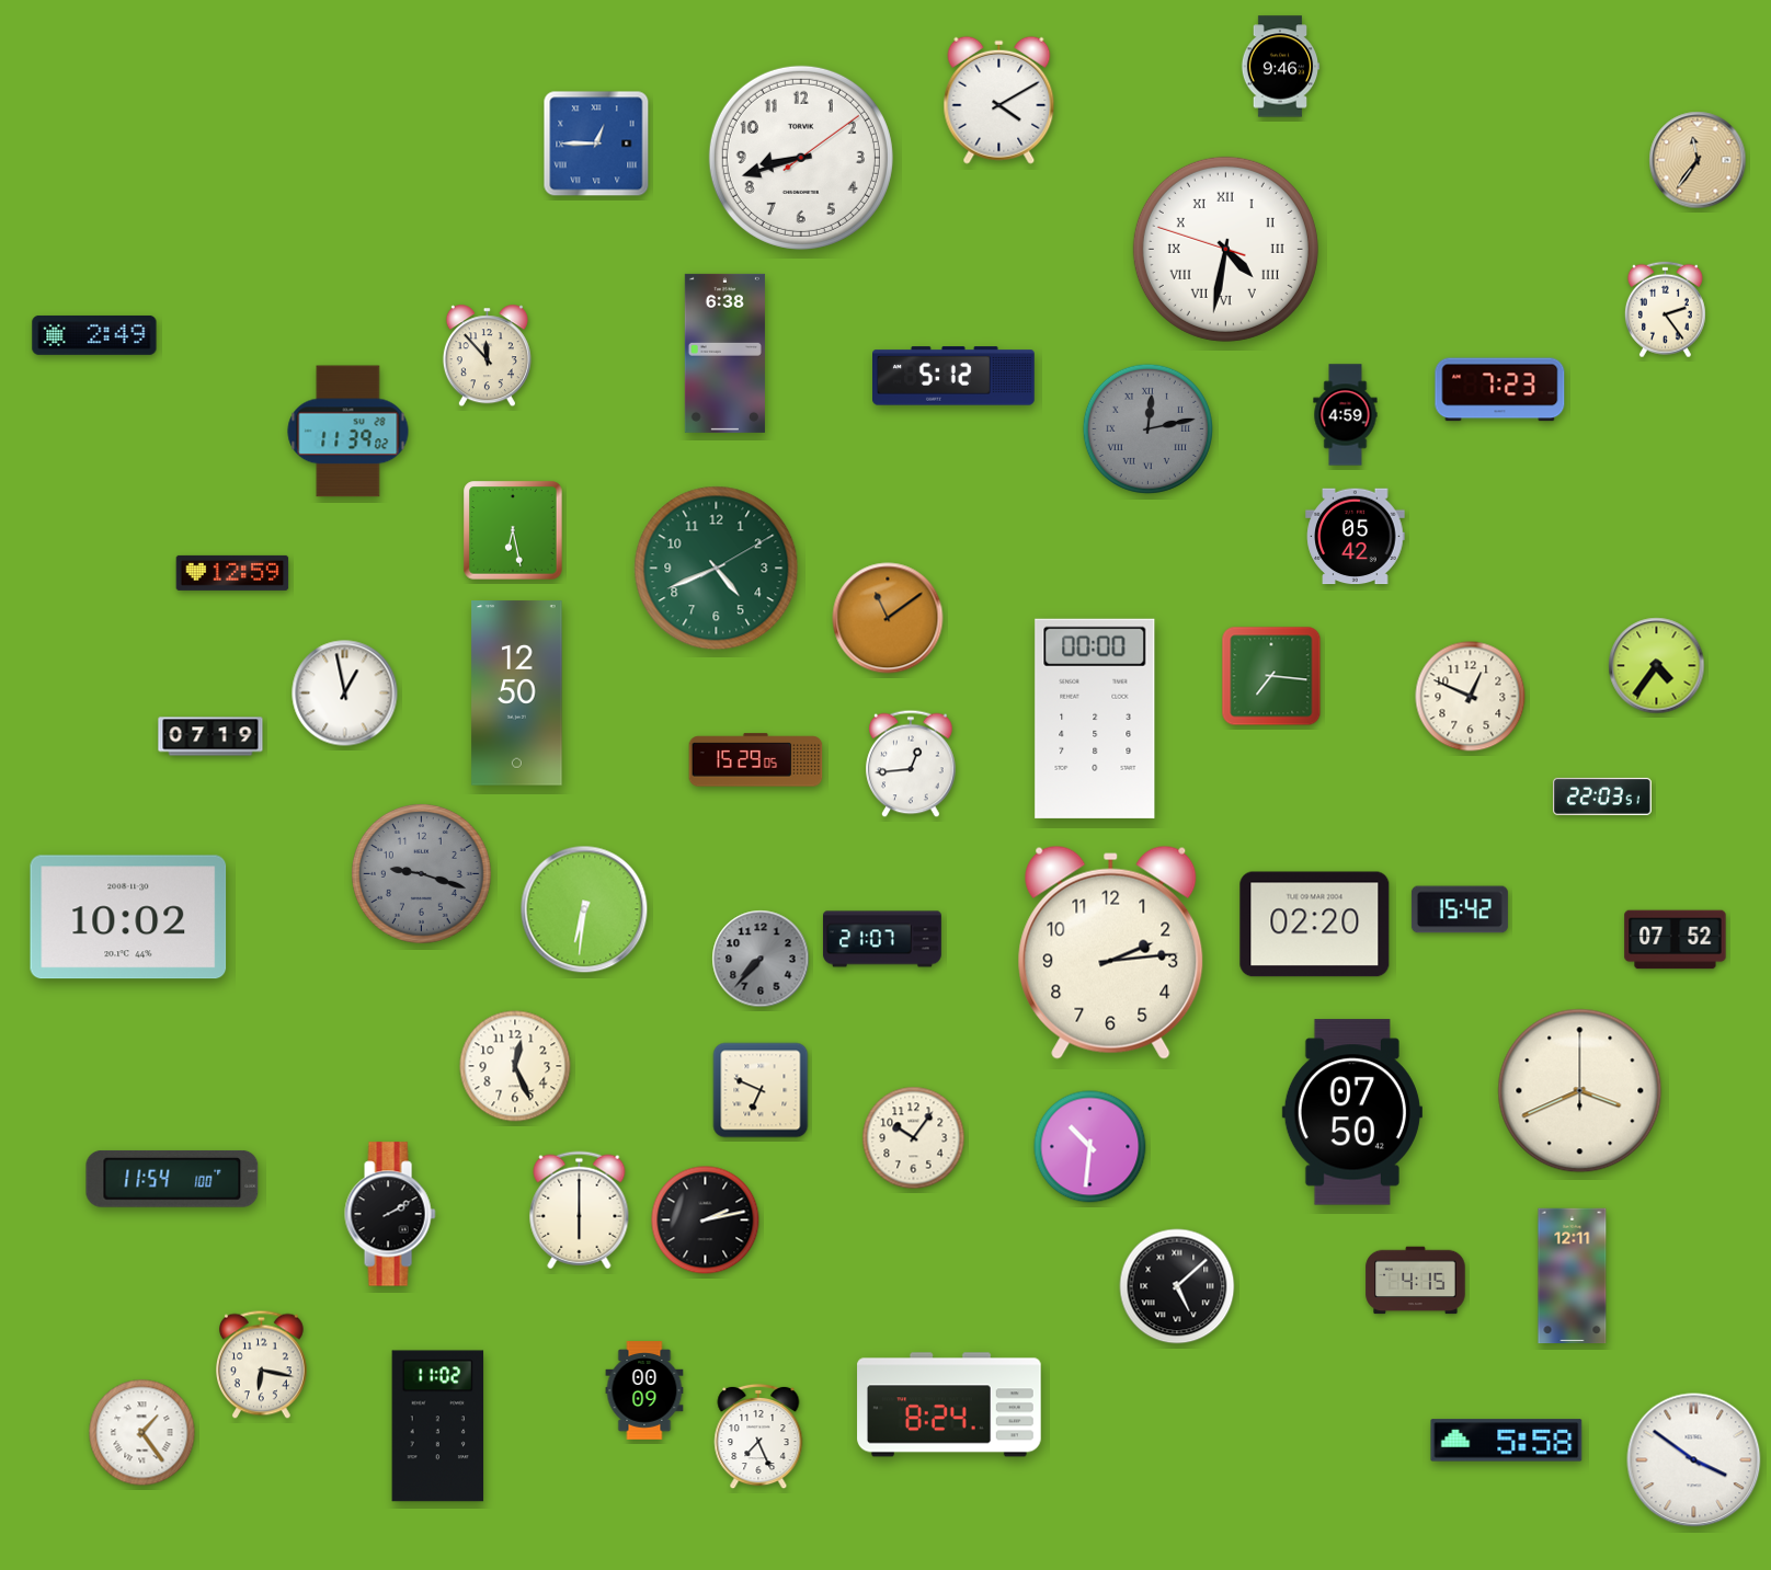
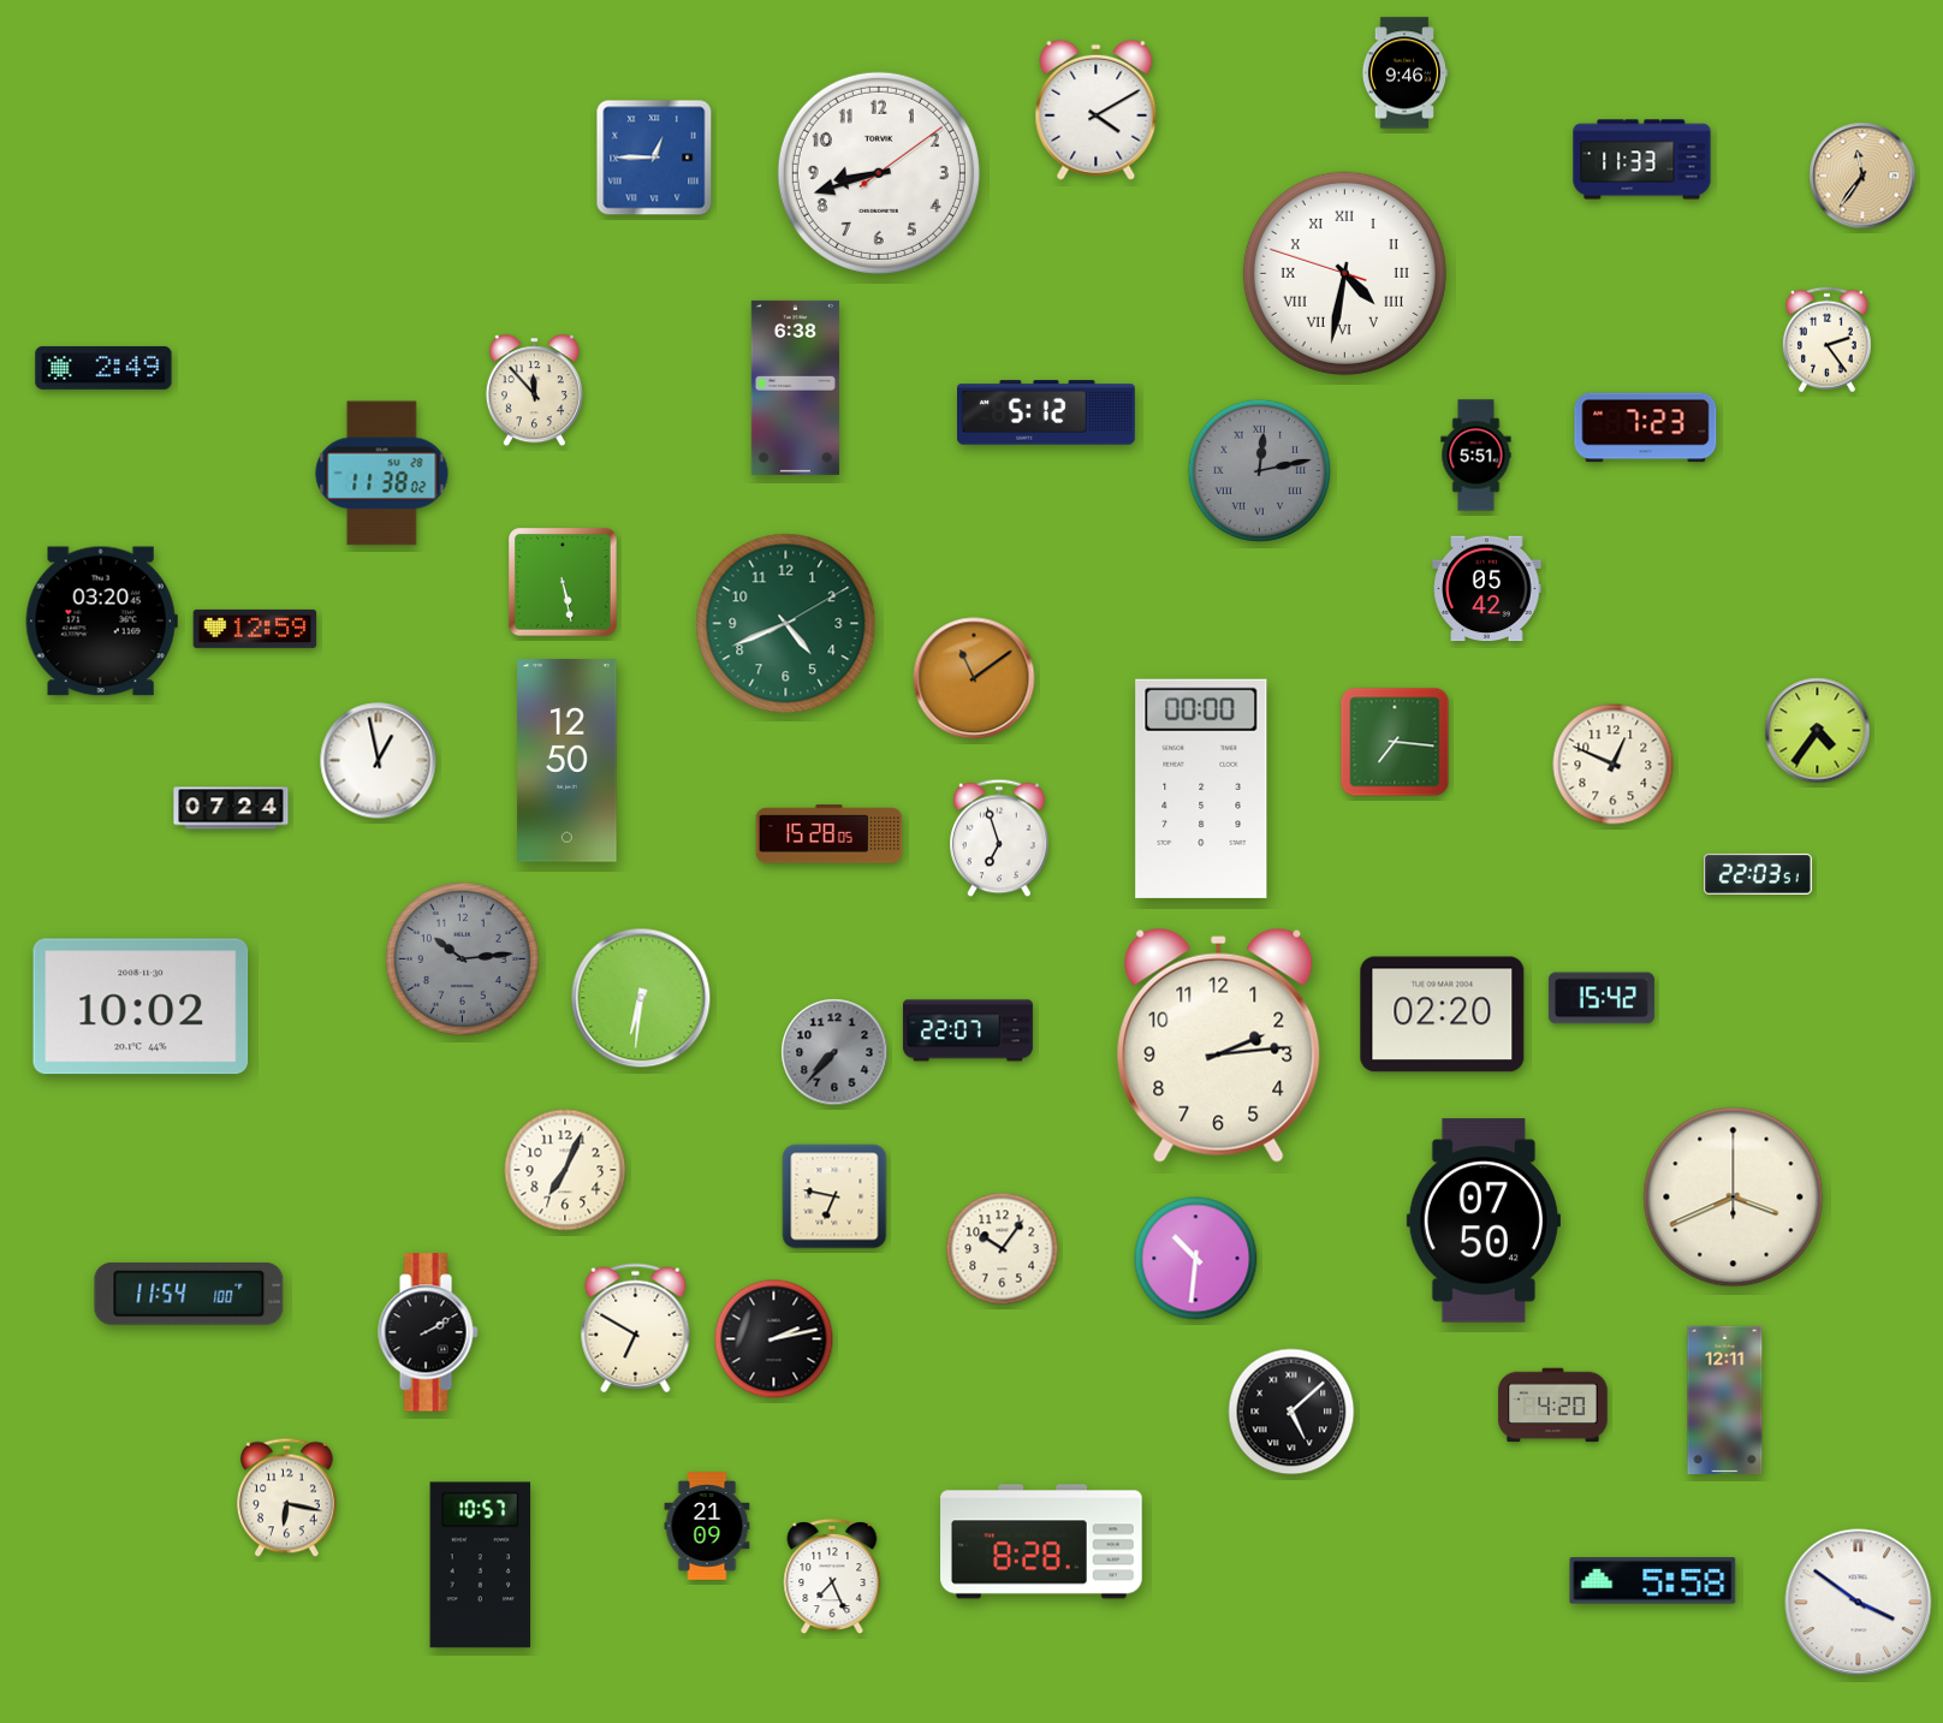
clock at (1642, 160): none -> 11:33
clock at (1346, 415): 4:59 -> 5:51
clock at (349, 432): 11:39 -> 11:38
clock at (513, 530): 6:28 -> 5:28
clock at (101, 622): none -> 03:20
clock at (210, 736): 07:19 -> 07:24
clock at (756, 760): 15:29 -> 15:28
clock at (911, 764): 12:44 -> 6:57
clock at (421, 873): 9:18 -> 10:14
clock at (882, 939): 21:07 -> 22:07
clock at (1676, 940): 07:52 -> none
clock at (515, 1066): 12:26 -> 7:04
clock at (761, 1090): 6:49 -> 6:47
clock at (580, 1211): 6:00 -> 6:50
clock at (1416, 1281): 4:15 -> 4:20
clock at (644, 1390): 00:09 -> 21:09
clock at (949, 1405): 8:24 -> 8:28
clock at (438, 1426): 11:02 -> 10:57
clock at (142, 1433): 1:24 -> none
